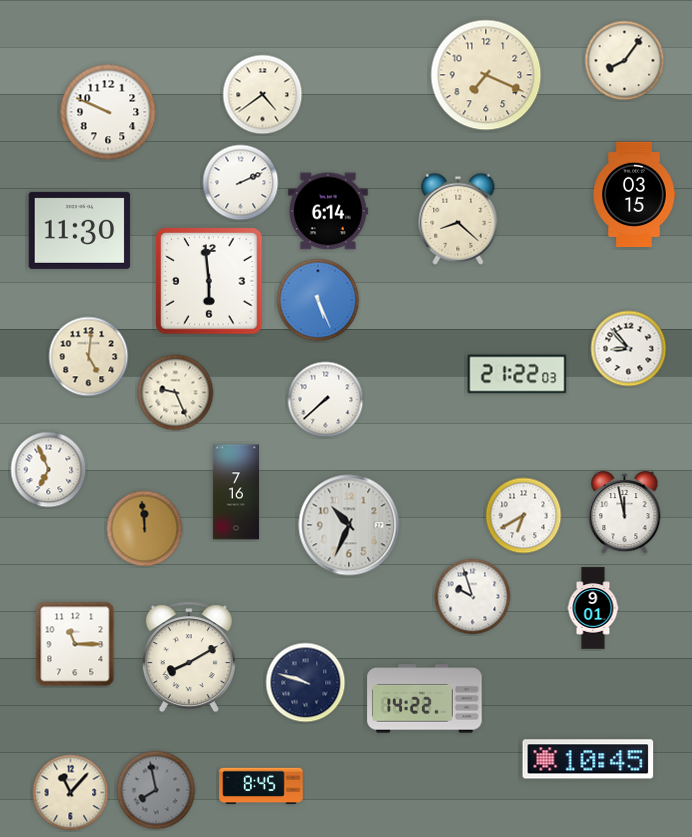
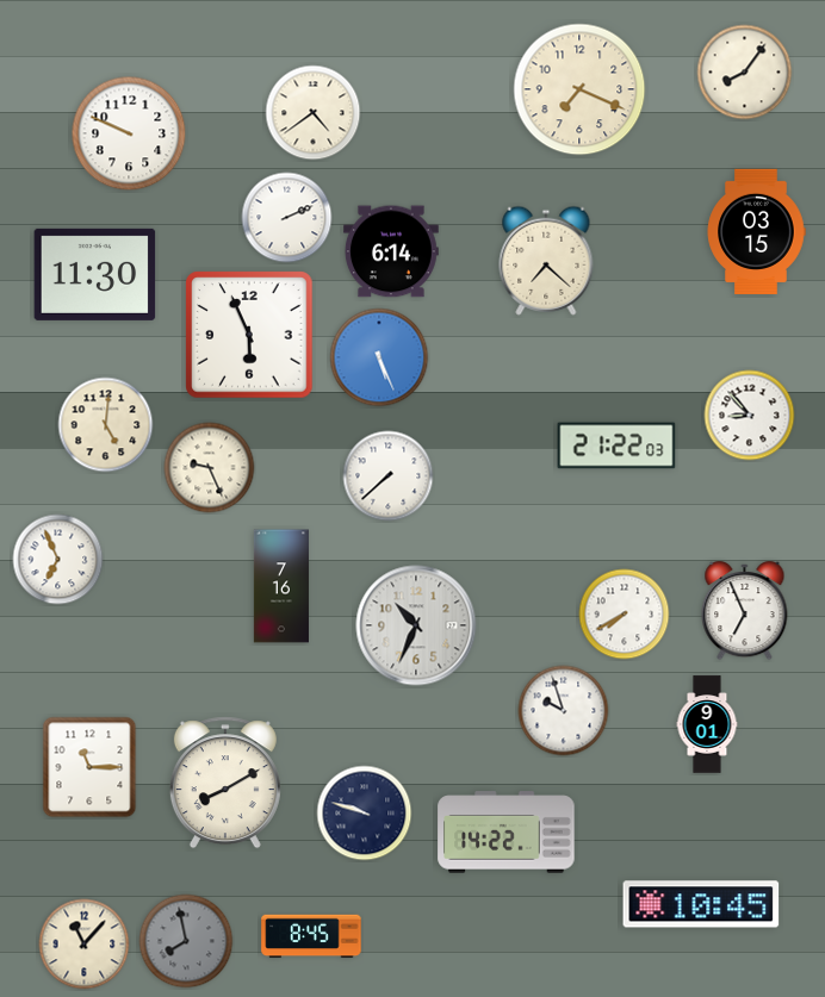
clock at (458, 219): 8:22 -> 7:22
clock at (209, 281): 5:59 -> 5:56
clock at (625, 513): 11:58 -> 6:56
clock at (524, 516): 6:40 -> 7:40
clock at (145, 529): 11:59 -> none
